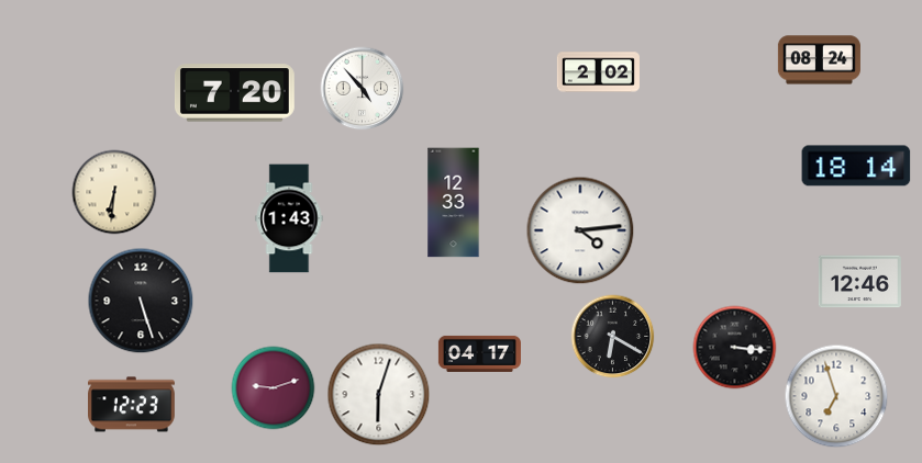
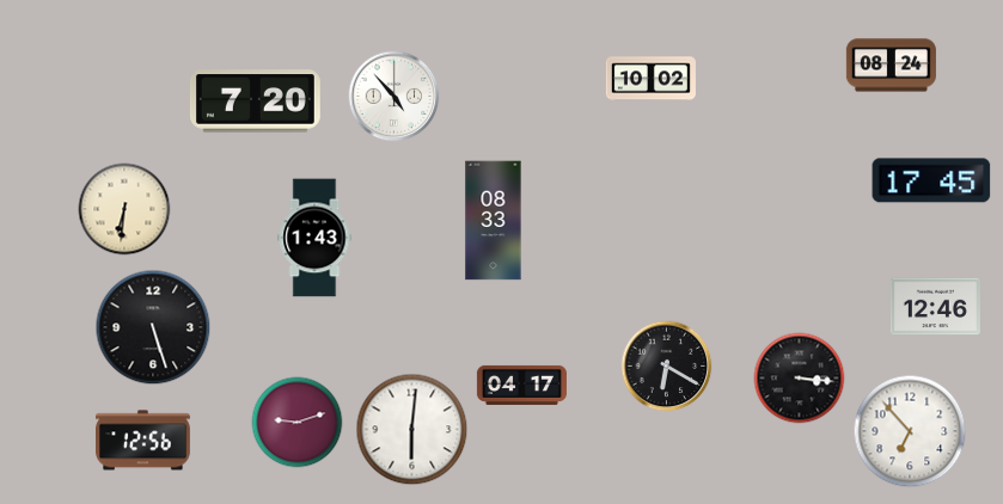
clock at (598, 72): 2:02 -> 10:02
clock at (856, 166): 18:14 -> 17:45
clock at (454, 203): 12:33 -> 08:33
clock at (580, 230): 4:14 -> none
clock at (379, 395): 6:03 -> 6:01
clock at (836, 396): 6:57 -> 6:53
clock at (132, 405): 12:23 -> 12:56
